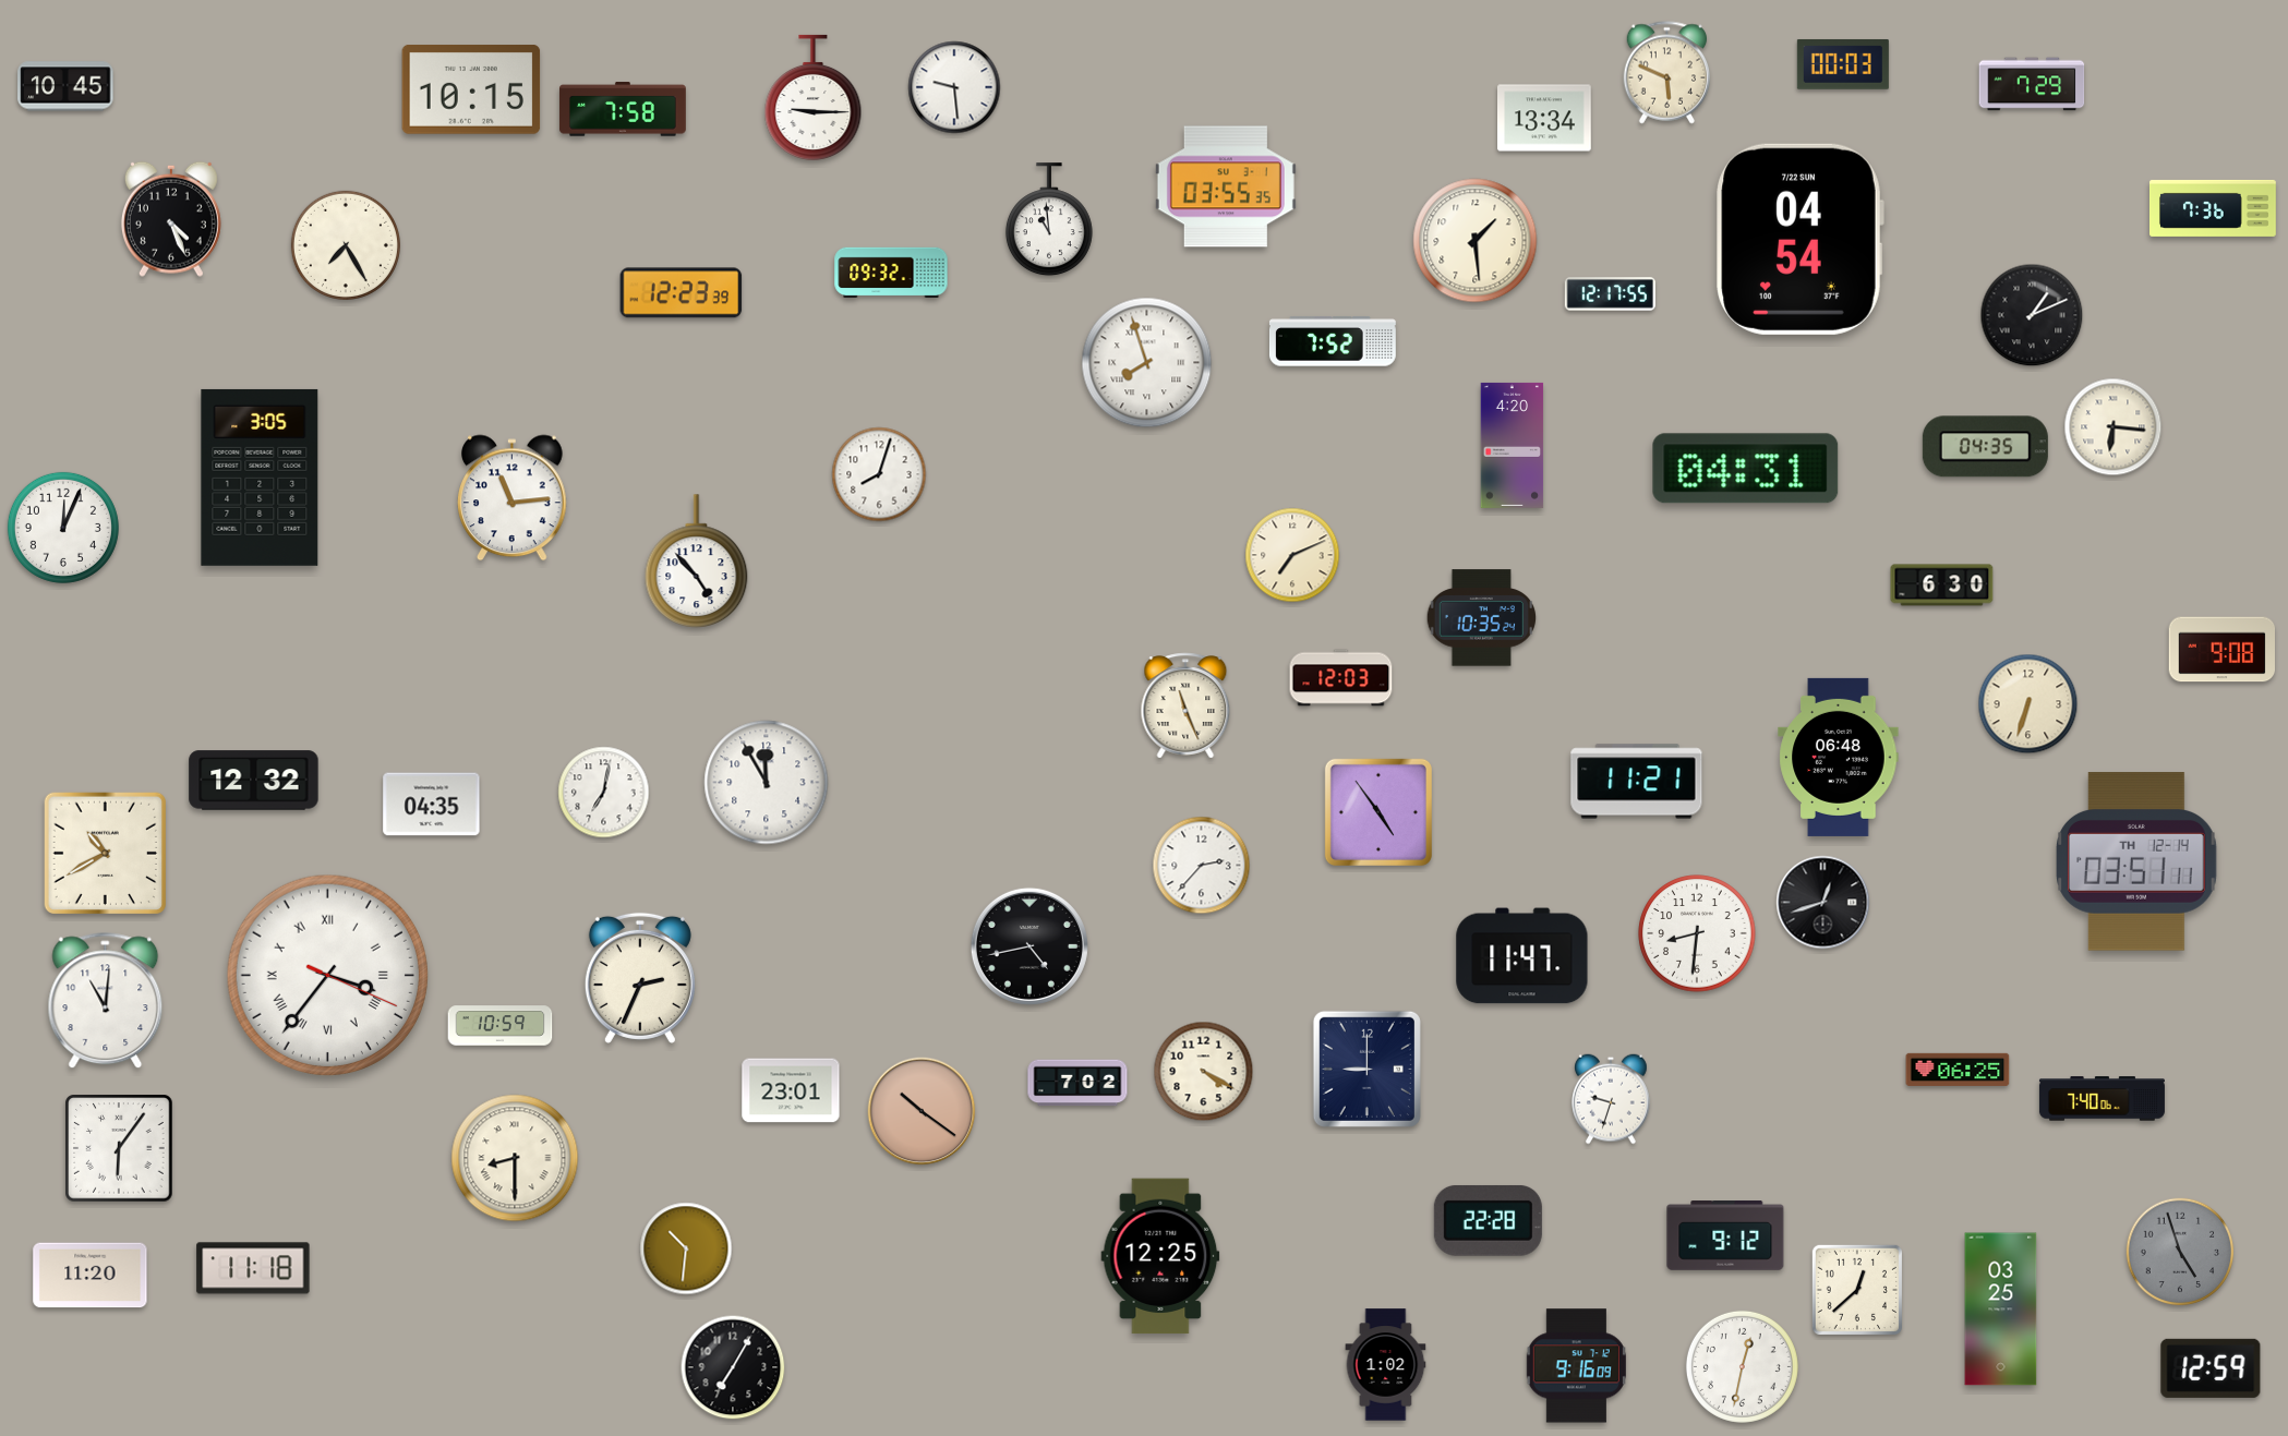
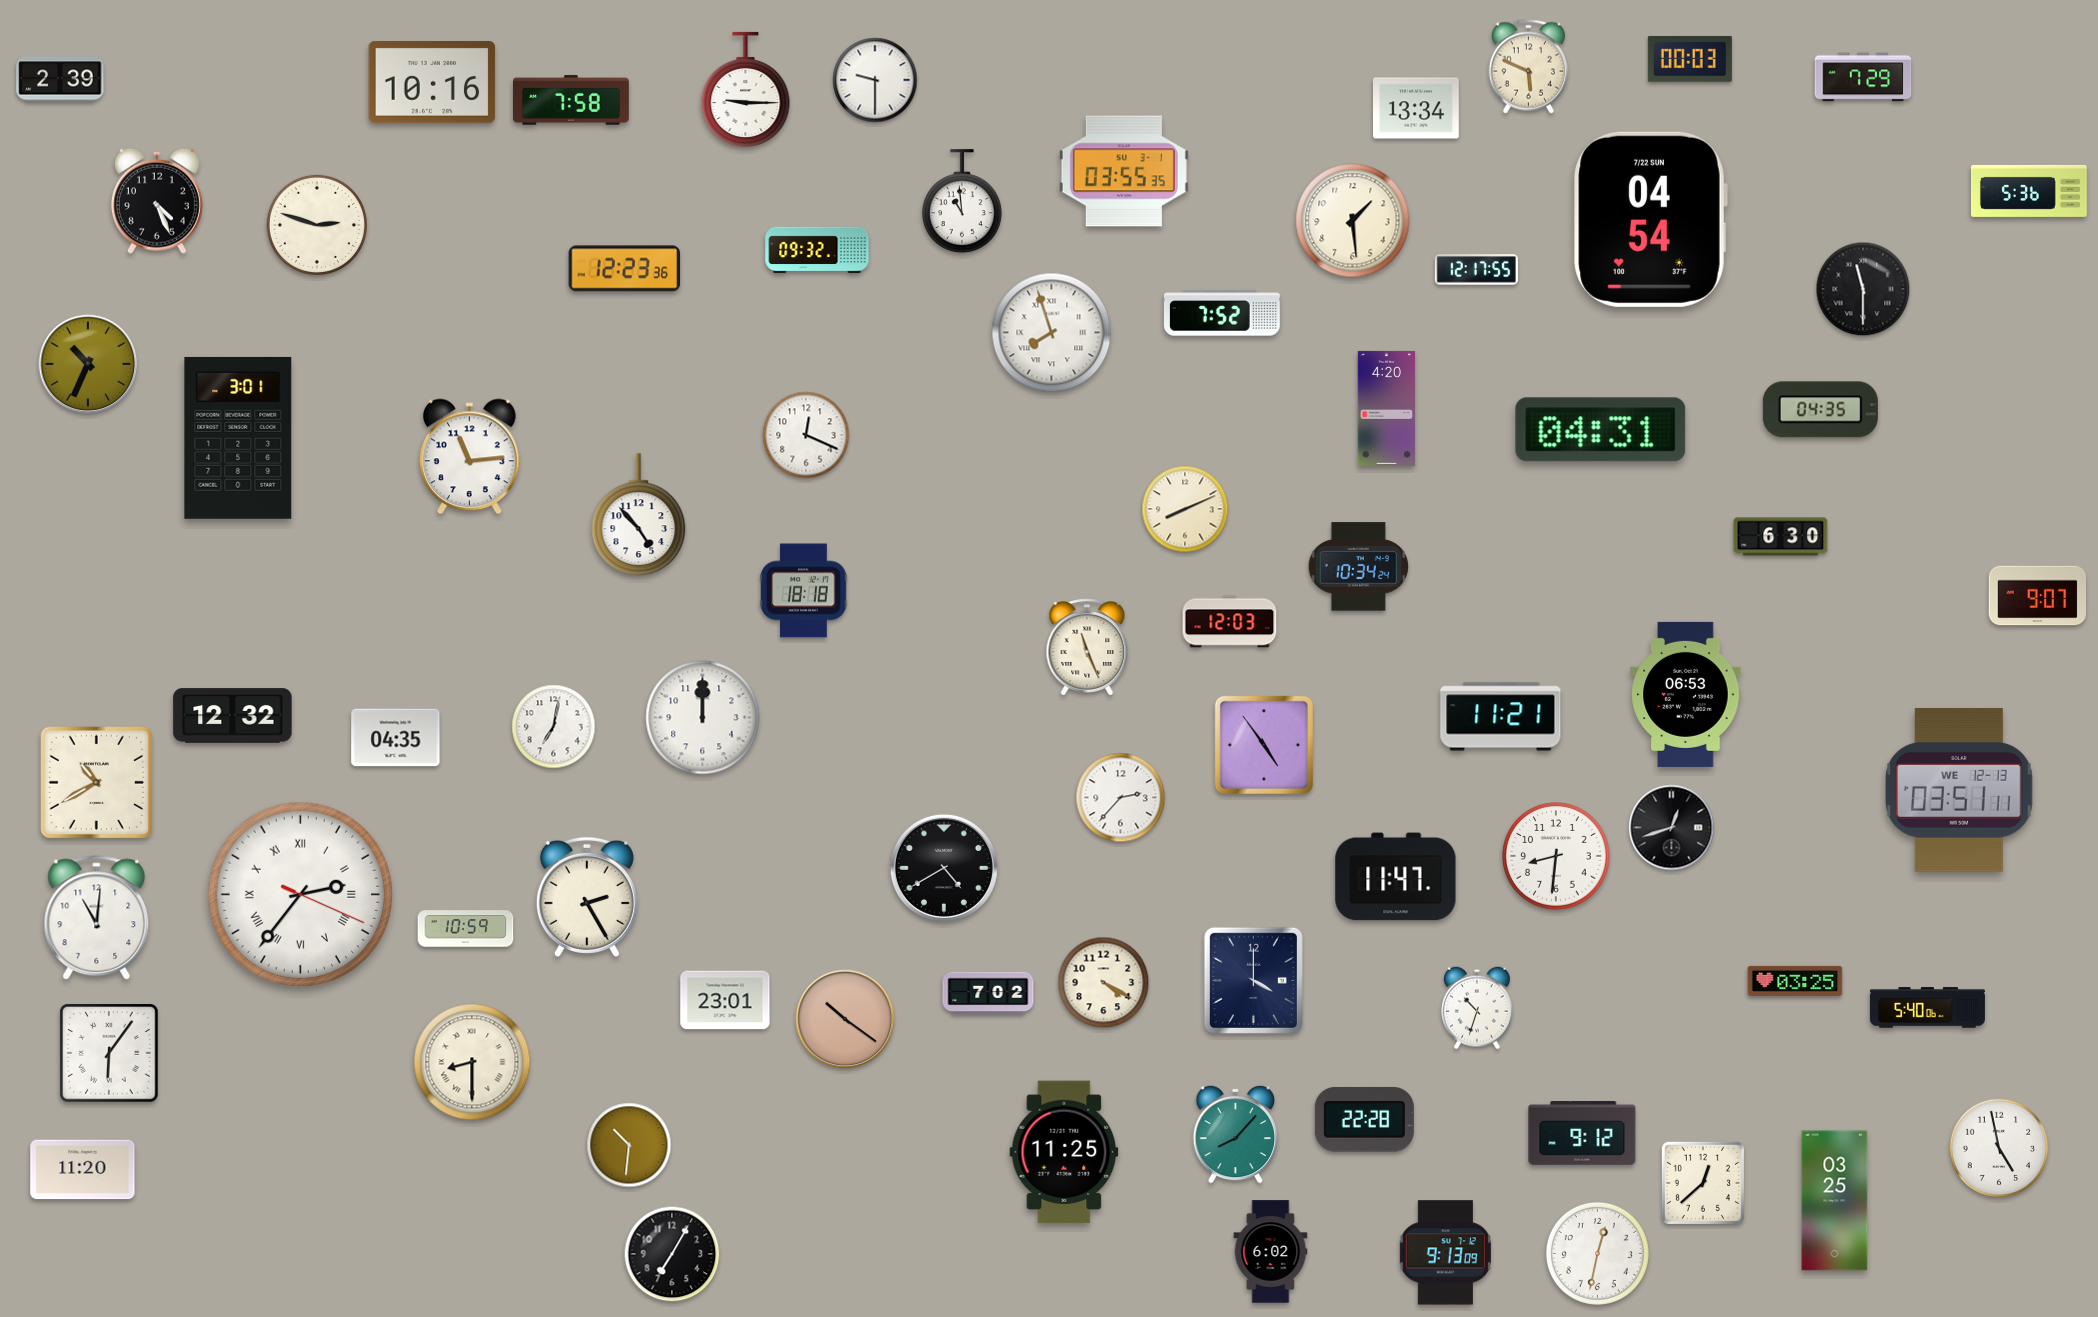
clock at (65, 86): 10:45 -> 2:39
clock at (954, 87): 9:29 -> 9:30
clock at (471, 90): 10:15 -> 10:16
clock at (2214, 208): 7:36 -> 5:36
clock at (346, 245): 7:25 -> 2:48
clock at (682, 293): 12:23:39 -> 12:23:36
clock at (2032, 315): 1:11 -> 11:30
clock at (88, 364): none -> 10:34
clock at (2114, 427): 6:16 -> none
clock at (879, 474): 8:03 -> 12:19
clock at (260, 478): 3:05 -> 3:01
clock at (63, 528): 12:04 -> none
clock at (1292, 555): 7:11 -> 8:11
clock at (1481, 618): 10:35 -> 10:34
clock at (804, 591): none -> 18:18
clock at (2223, 650): 9:08 -> 9:07
clock at (2028, 704): 6:33 -> none
clock at (1839, 757): 06:48 -> 06:53
clock at (767, 783): 11:55 -> 12:00
clock at (2138, 861) date: TH 12-14 -> WE 12-13
clock at (1202, 866) position: (1202, 866) -> (1121, 798)
clock at (1029, 946): 4:43 -> 4:40
clock at (327, 975): 3:36 -> 2:36
clock at (640, 978): 2:34 -> 2:25
clock at (501, 1026) position: (501, 1026) -> (466, 929)
clock at (1366, 1069): 9:00 -> 4:00
clock at (1958, 1070): 06:25 -> 03:25
clock at (1612, 1099): 9:33 -> 10:33
clock at (2102, 1099): 7:40 -> 5:40
clock at (1235, 1134): none -> 8:07
clock at (2180, 1252): 4:57 -> 4:58
clock at (2180, 1252) dial: grey -> white
clock at (1160, 1256): 12:25 -> 11:25
clock at (253, 1268): 11:18 -> none
clock at (1386, 1365): 1:02 -> 6:02
clock at (1576, 1366): 9:16 -> 9:13
clock at (2211, 1368): 12:59 -> none
